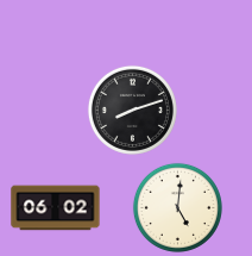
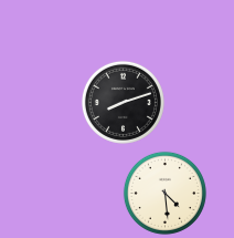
clock at (177, 207): 5:01 -> 4:29
clock at (56, 208): 06:02 -> none
